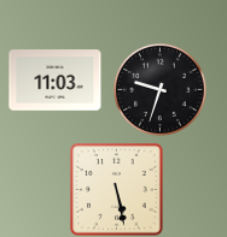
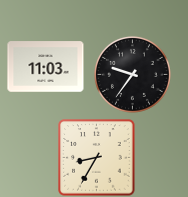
clock at (159, 89): 9:33 -> 9:36
clock at (117, 190): 5:28 -> 8:35
